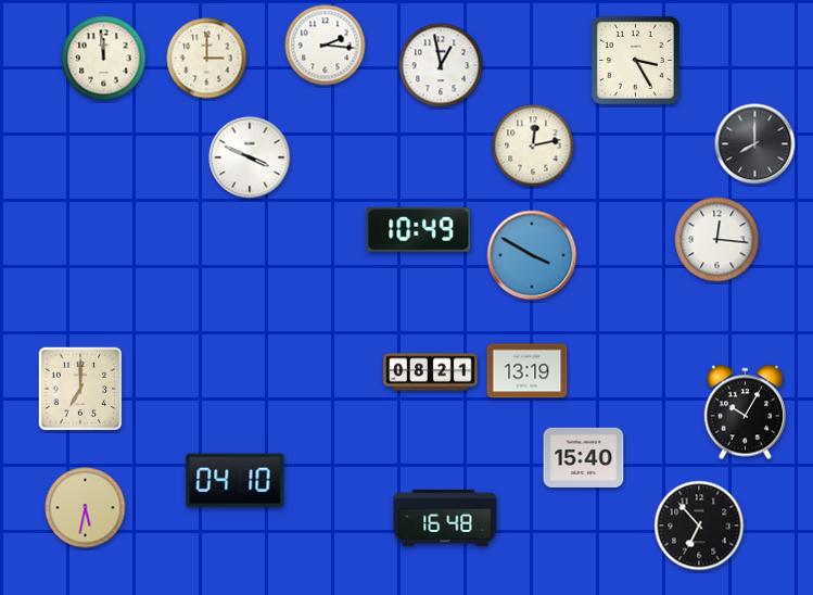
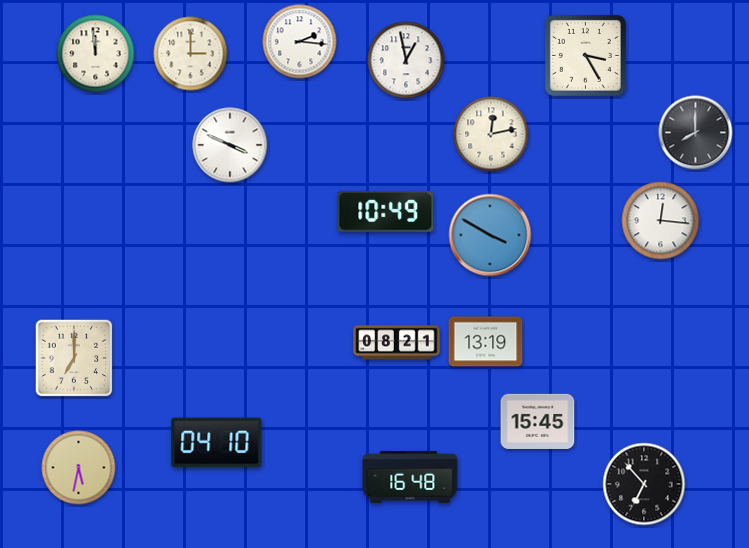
clock at (745, 413): 10:05 -> none
clock at (584, 457): 15:40 -> 15:45
